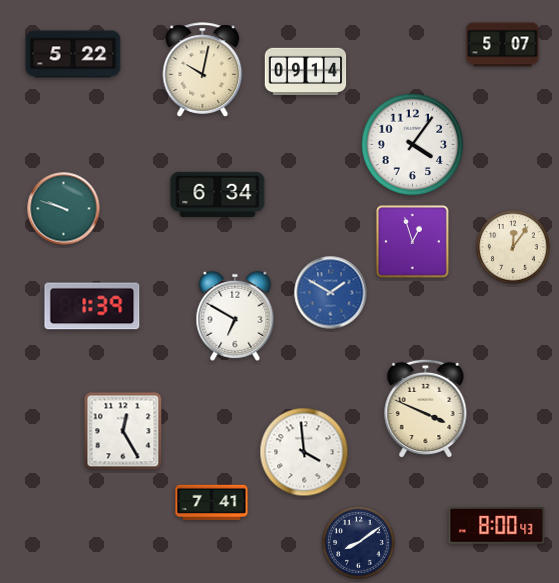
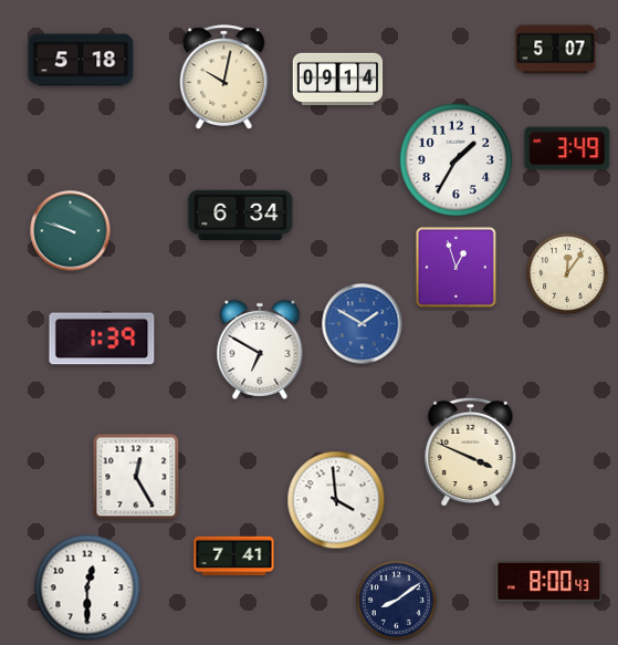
clock at (73, 54): 5:22 -> 5:18
clock at (567, 148): none -> 3:49
clock at (413, 145): 4:06 -> 1:35
clock at (331, 293) position: (331, 293) -> (363, 324)
clock at (87, 587): none -> 12:30
